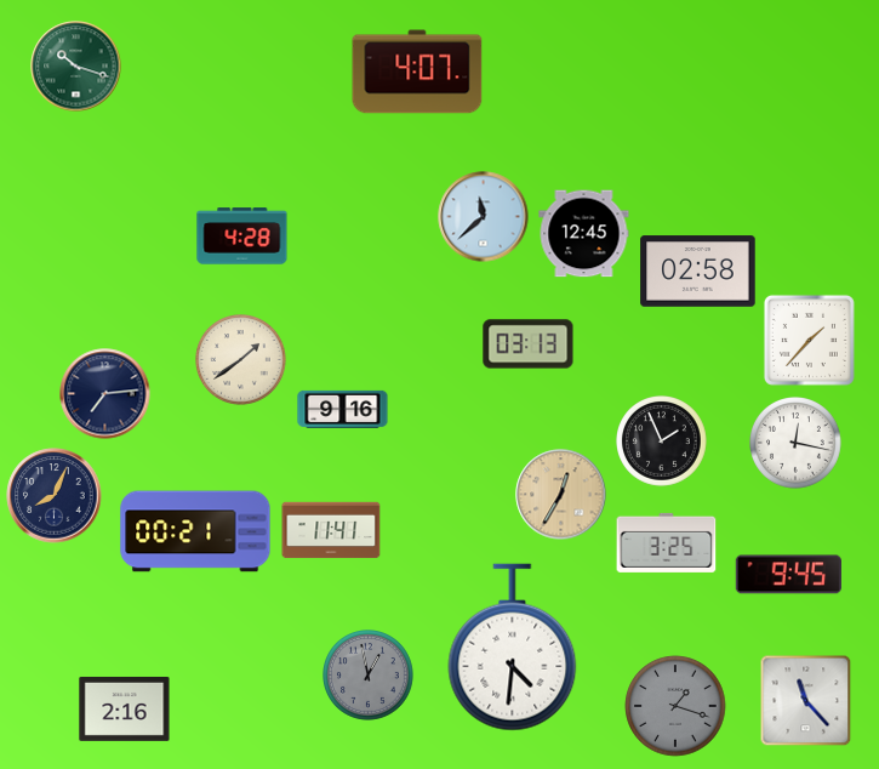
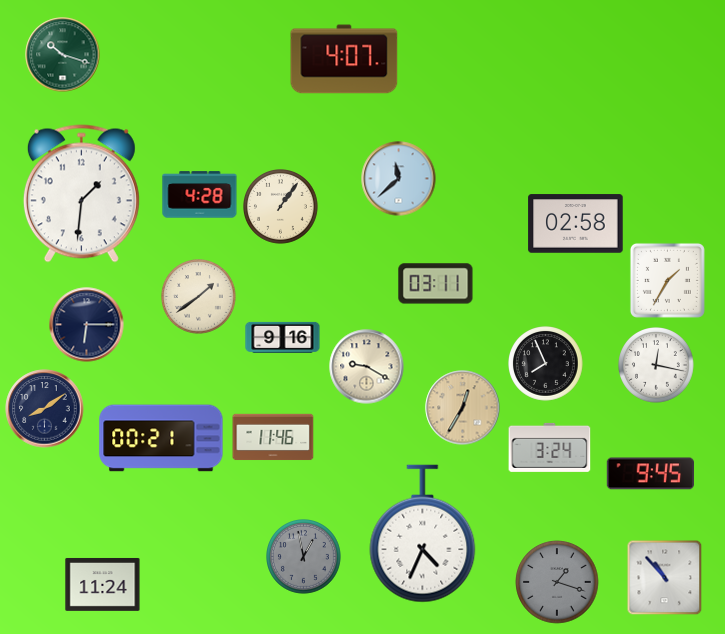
clock at (584, 234): 12:45 -> none
clock at (81, 194): none -> 1:31
clock at (281, 207): none -> 1:06
clock at (809, 340): 1:37 -> 1:35
clock at (529, 344): 03:13 -> 03:11
clock at (105, 394): 7:14 -> 6:15
clock at (662, 442): 1:56 -> 7:56
clock at (367, 367): none -> 9:20
clock at (55, 496): 8:04 -> 8:09
clock at (331, 530): 11:41 -> 11:46
clock at (667, 542): 3:25 -> 3:24
clock at (513, 648): 4:31 -> 4:34
clock at (806, 701): 11:23 -> 10:53
clock at (125, 708): 2:16 -> 11:24
